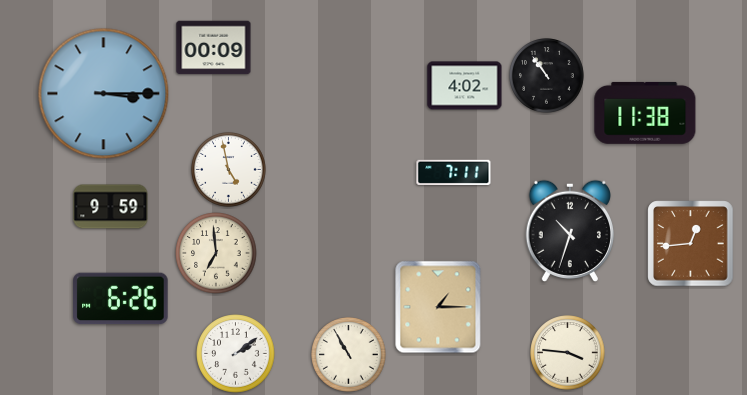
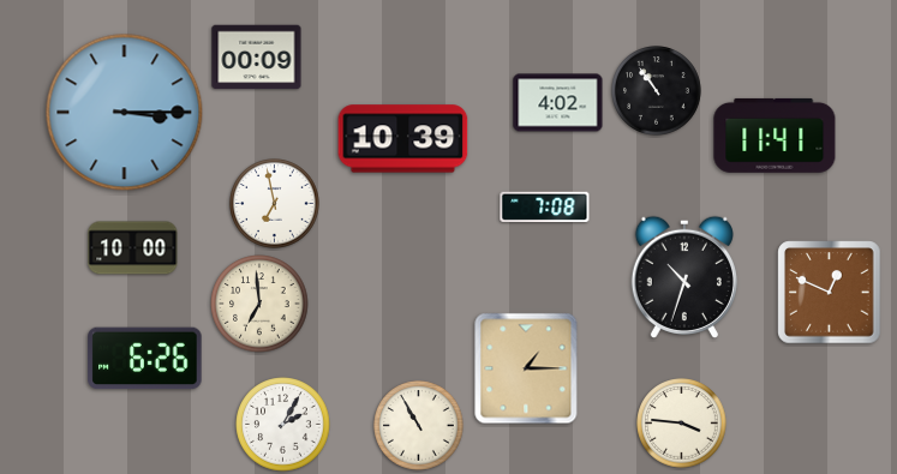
clock at (645, 113): 11:38 -> 11:41
clock at (403, 139): none -> 10:39
clock at (229, 170): 4:58 -> 6:58
clock at (454, 172): 7:11 -> 7:08
clock at (111, 207): 9:59 -> 10:00
clock at (691, 244): 12:44 -> 12:49
clock at (236, 354): 2:09 -> 2:05
